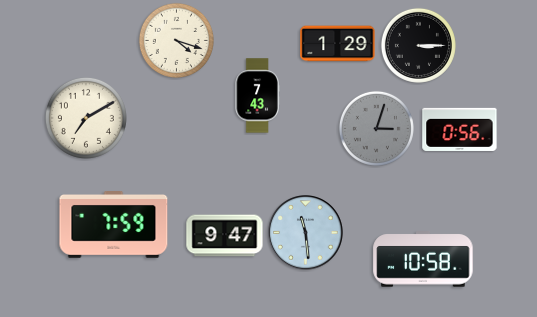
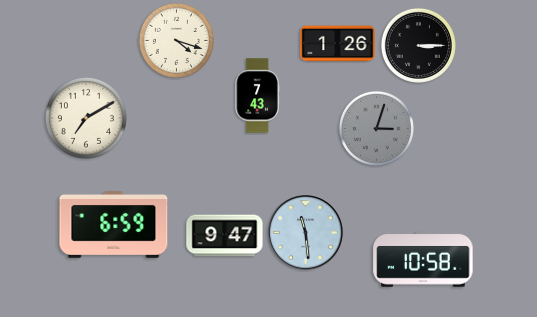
clock at (338, 44): 1:29 -> 1:26
clock at (460, 129): 0:56 -> none
clock at (114, 225): 7:59 -> 6:59
